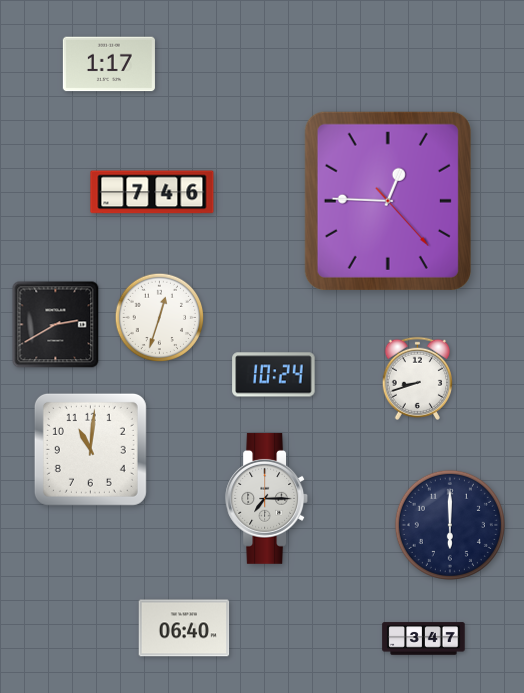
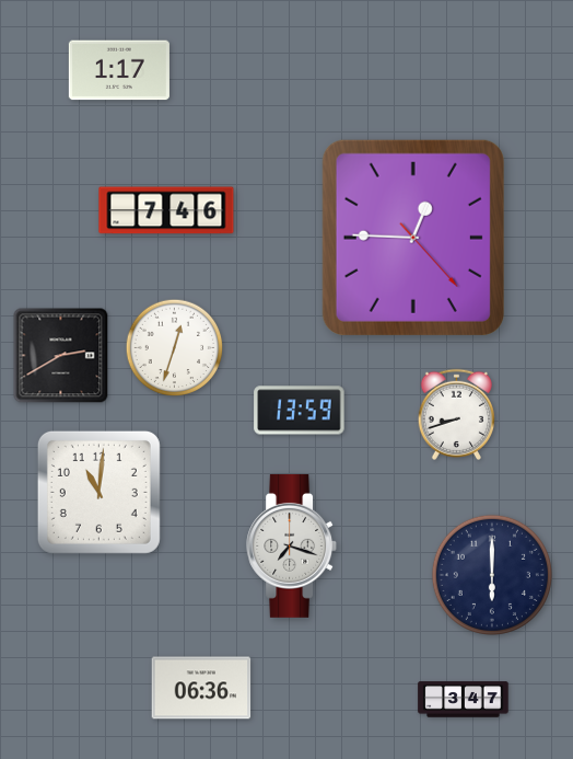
clock at (388, 201) position: (388, 201) -> (413, 238)
clock at (274, 375): 10:24 -> 13:59
clock at (267, 498): 7:15 -> 7:18
clock at (184, 628): 06:40 -> 06:36
